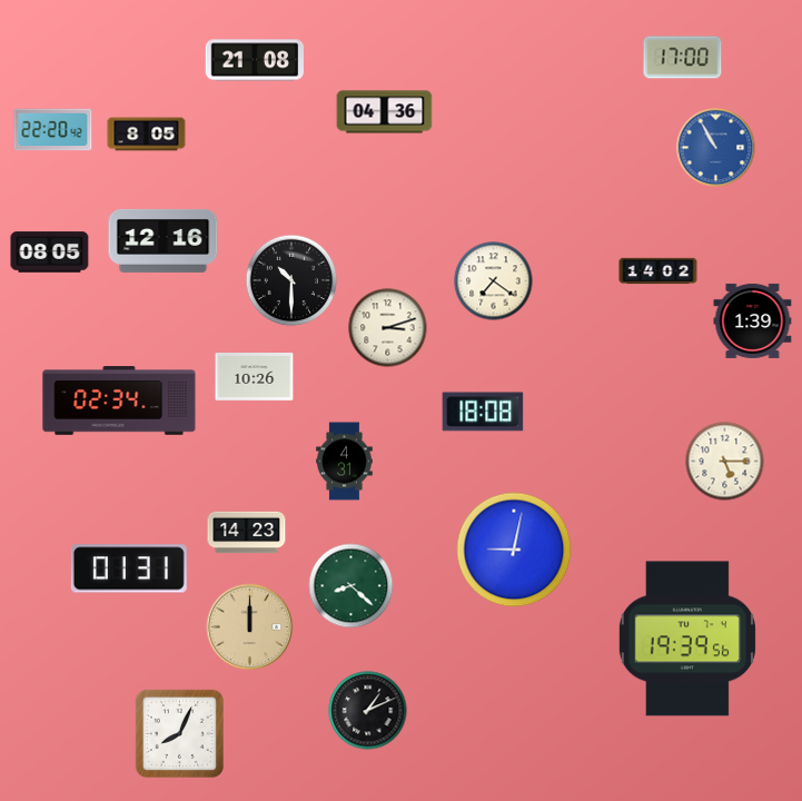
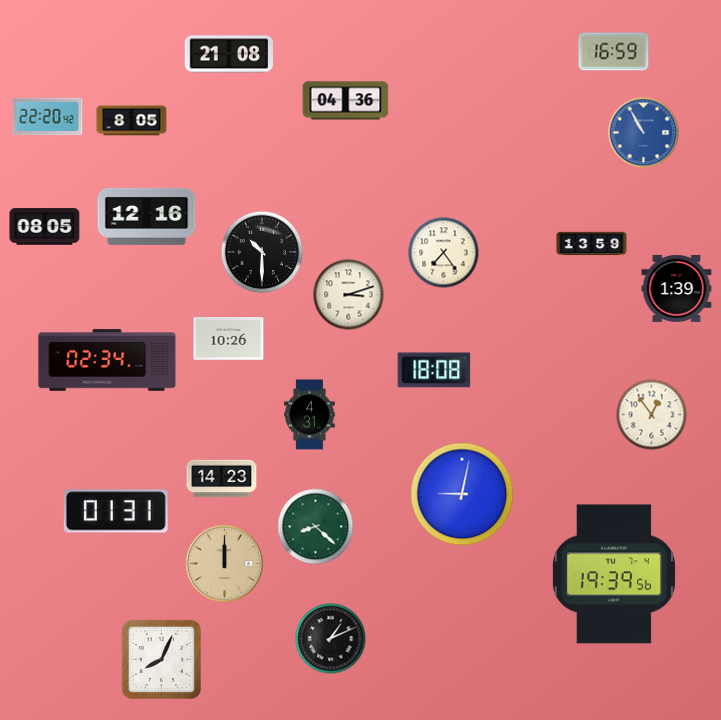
clock at (683, 58): 17:00 -> 16:59
clock at (659, 271): 14:02 -> 13:59
clock at (494, 281): 7:21 -> 7:24
clock at (725, 462): 5:15 -> 12:54
clock at (687, 639) position: (687, 639) -> (614, 574)
